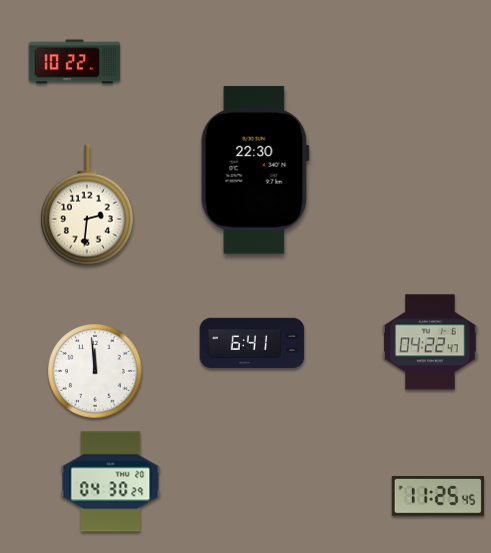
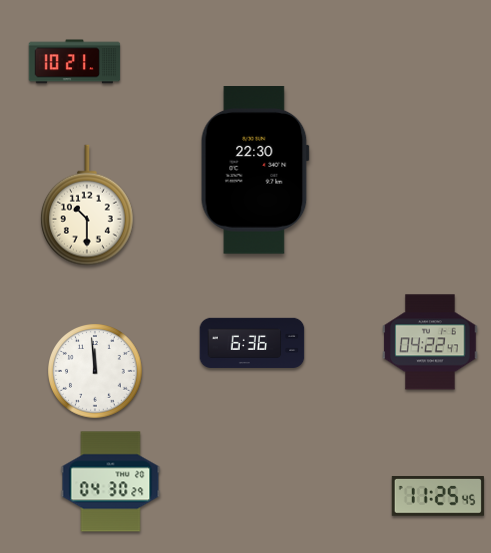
clock at (75, 62): 10:22 -> 10:21
clock at (87, 205): 2:31 -> 10:30
clock at (252, 342): 6:41 -> 6:36
